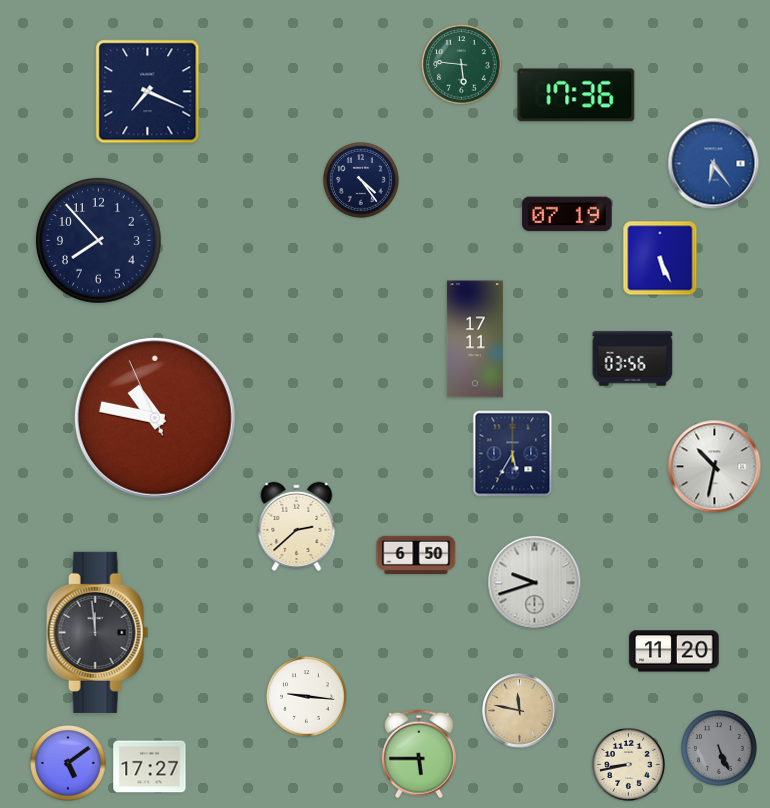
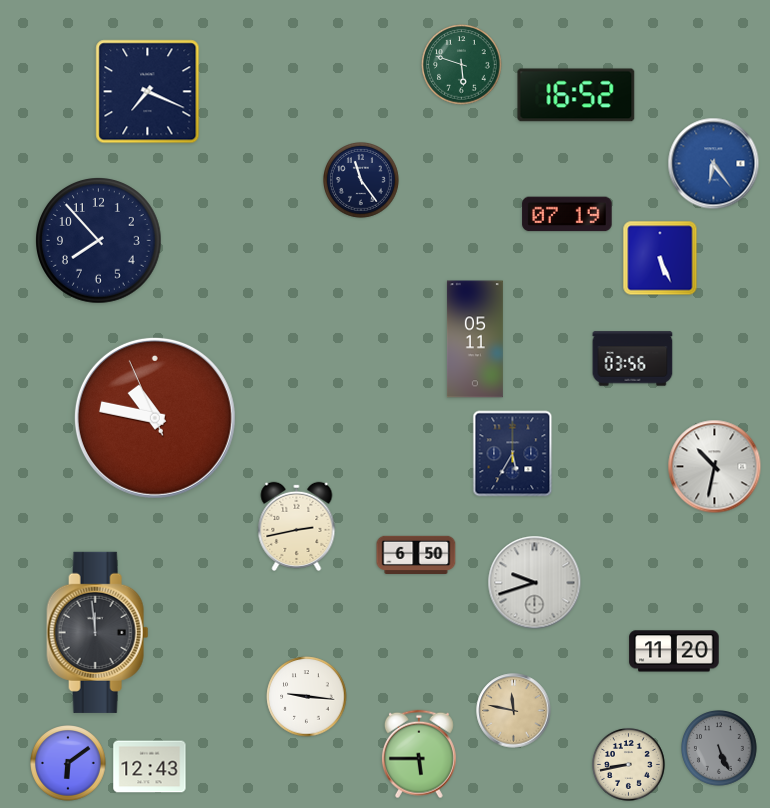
clock at (462, 65): 5:46 -> 5:48
clock at (576, 95): 17:36 -> 16:52
clock at (362, 181): 4:24 -> 11:24
clock at (475, 339): 17:11 -> 05:11
clock at (297, 526): 2:38 -> 2:43
clock at (520, 711) position: (520, 711) -> (514, 711)
clock at (69, 764): 5:09 -> 6:09
clock at (150, 767): 17:27 -> 12:43
